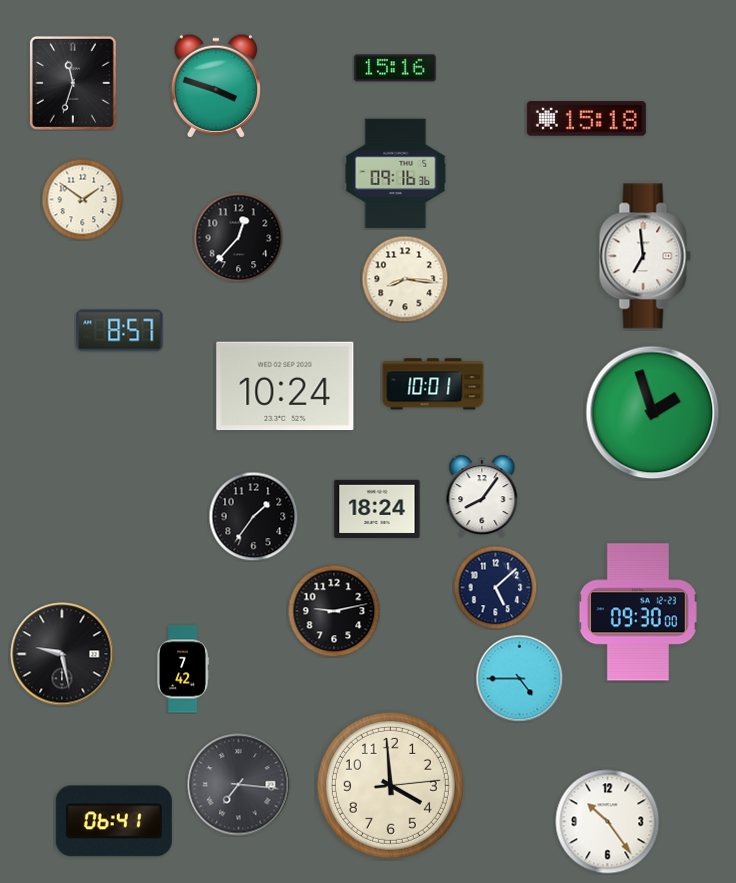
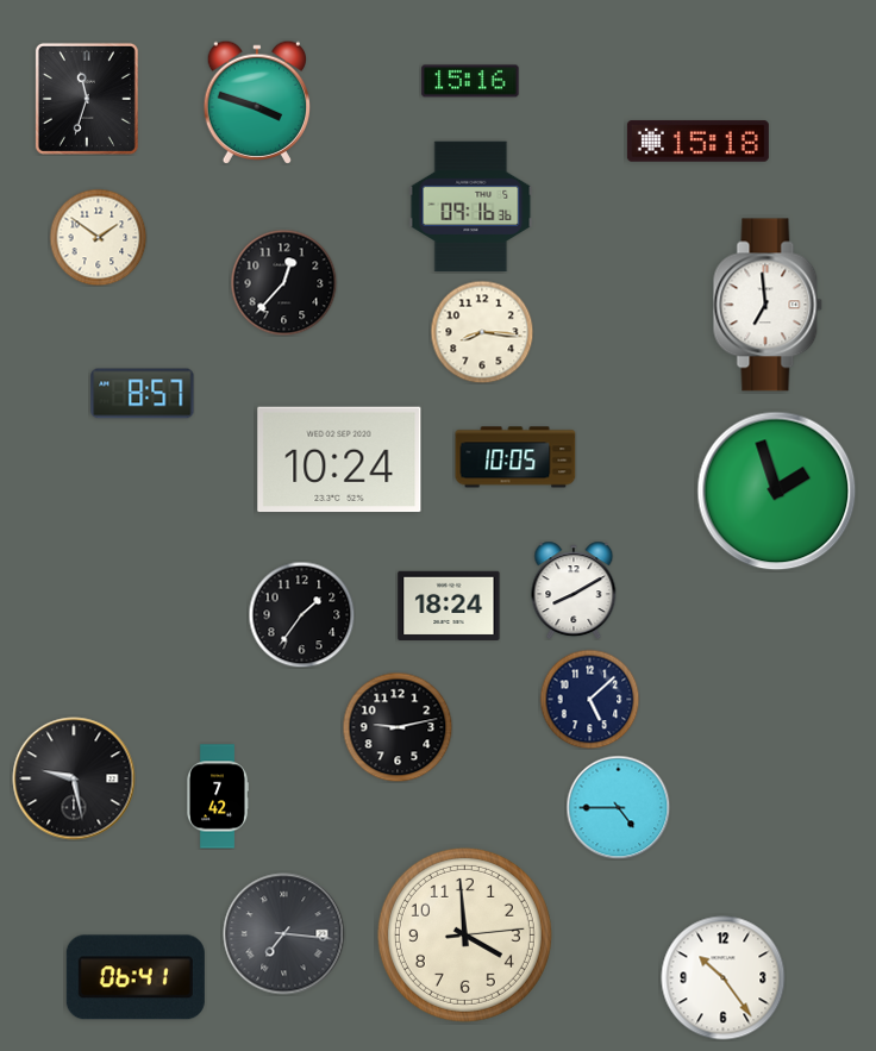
clock at (433, 384): 10:01 -> 10:05
clock at (482, 496): 8:06 -> 8:10
clock at (638, 612): 09:30 -> none
